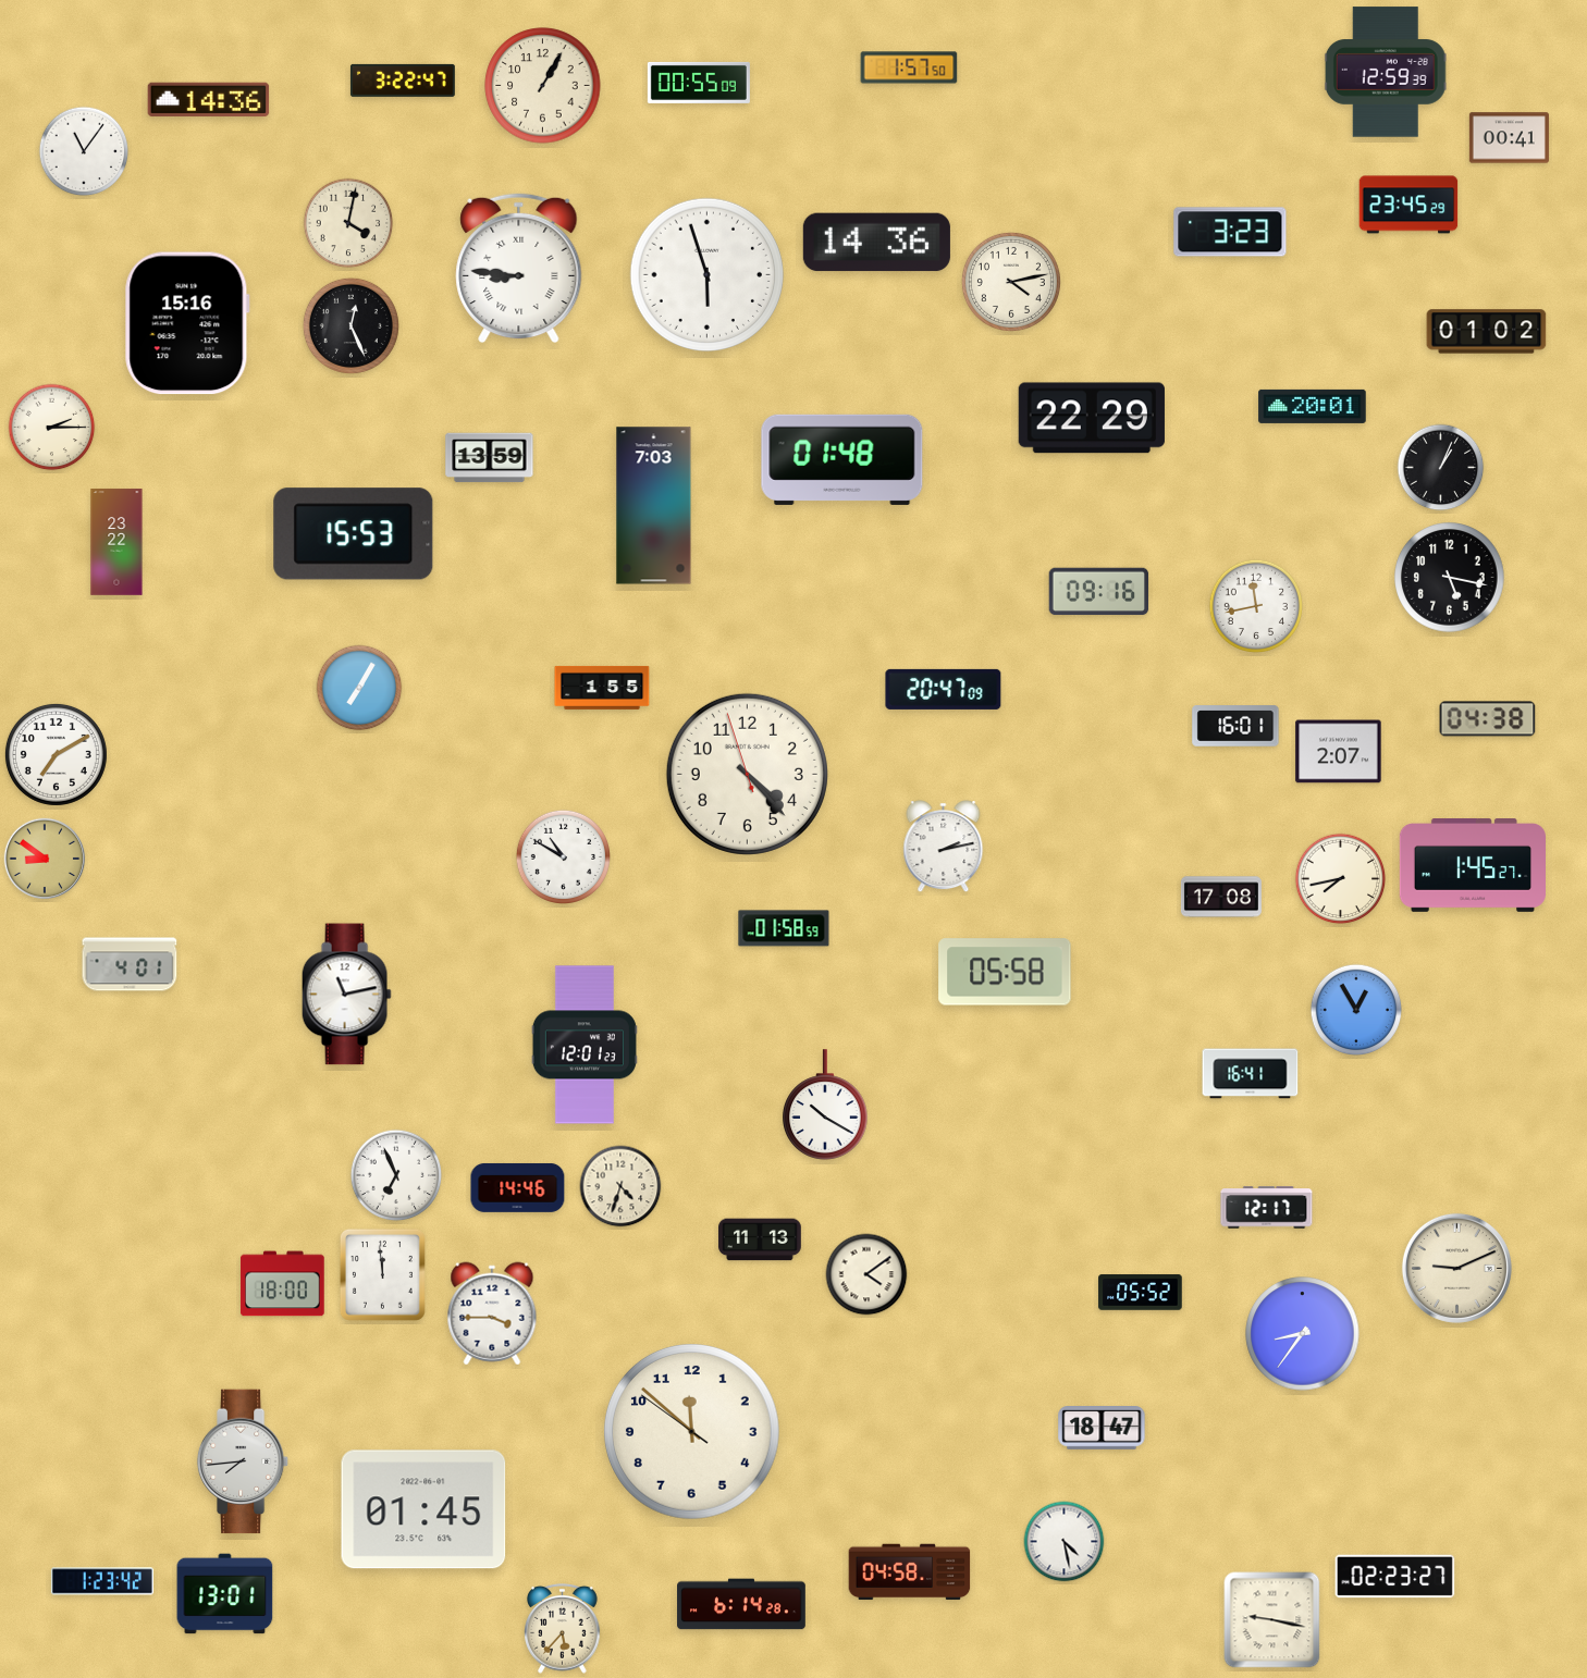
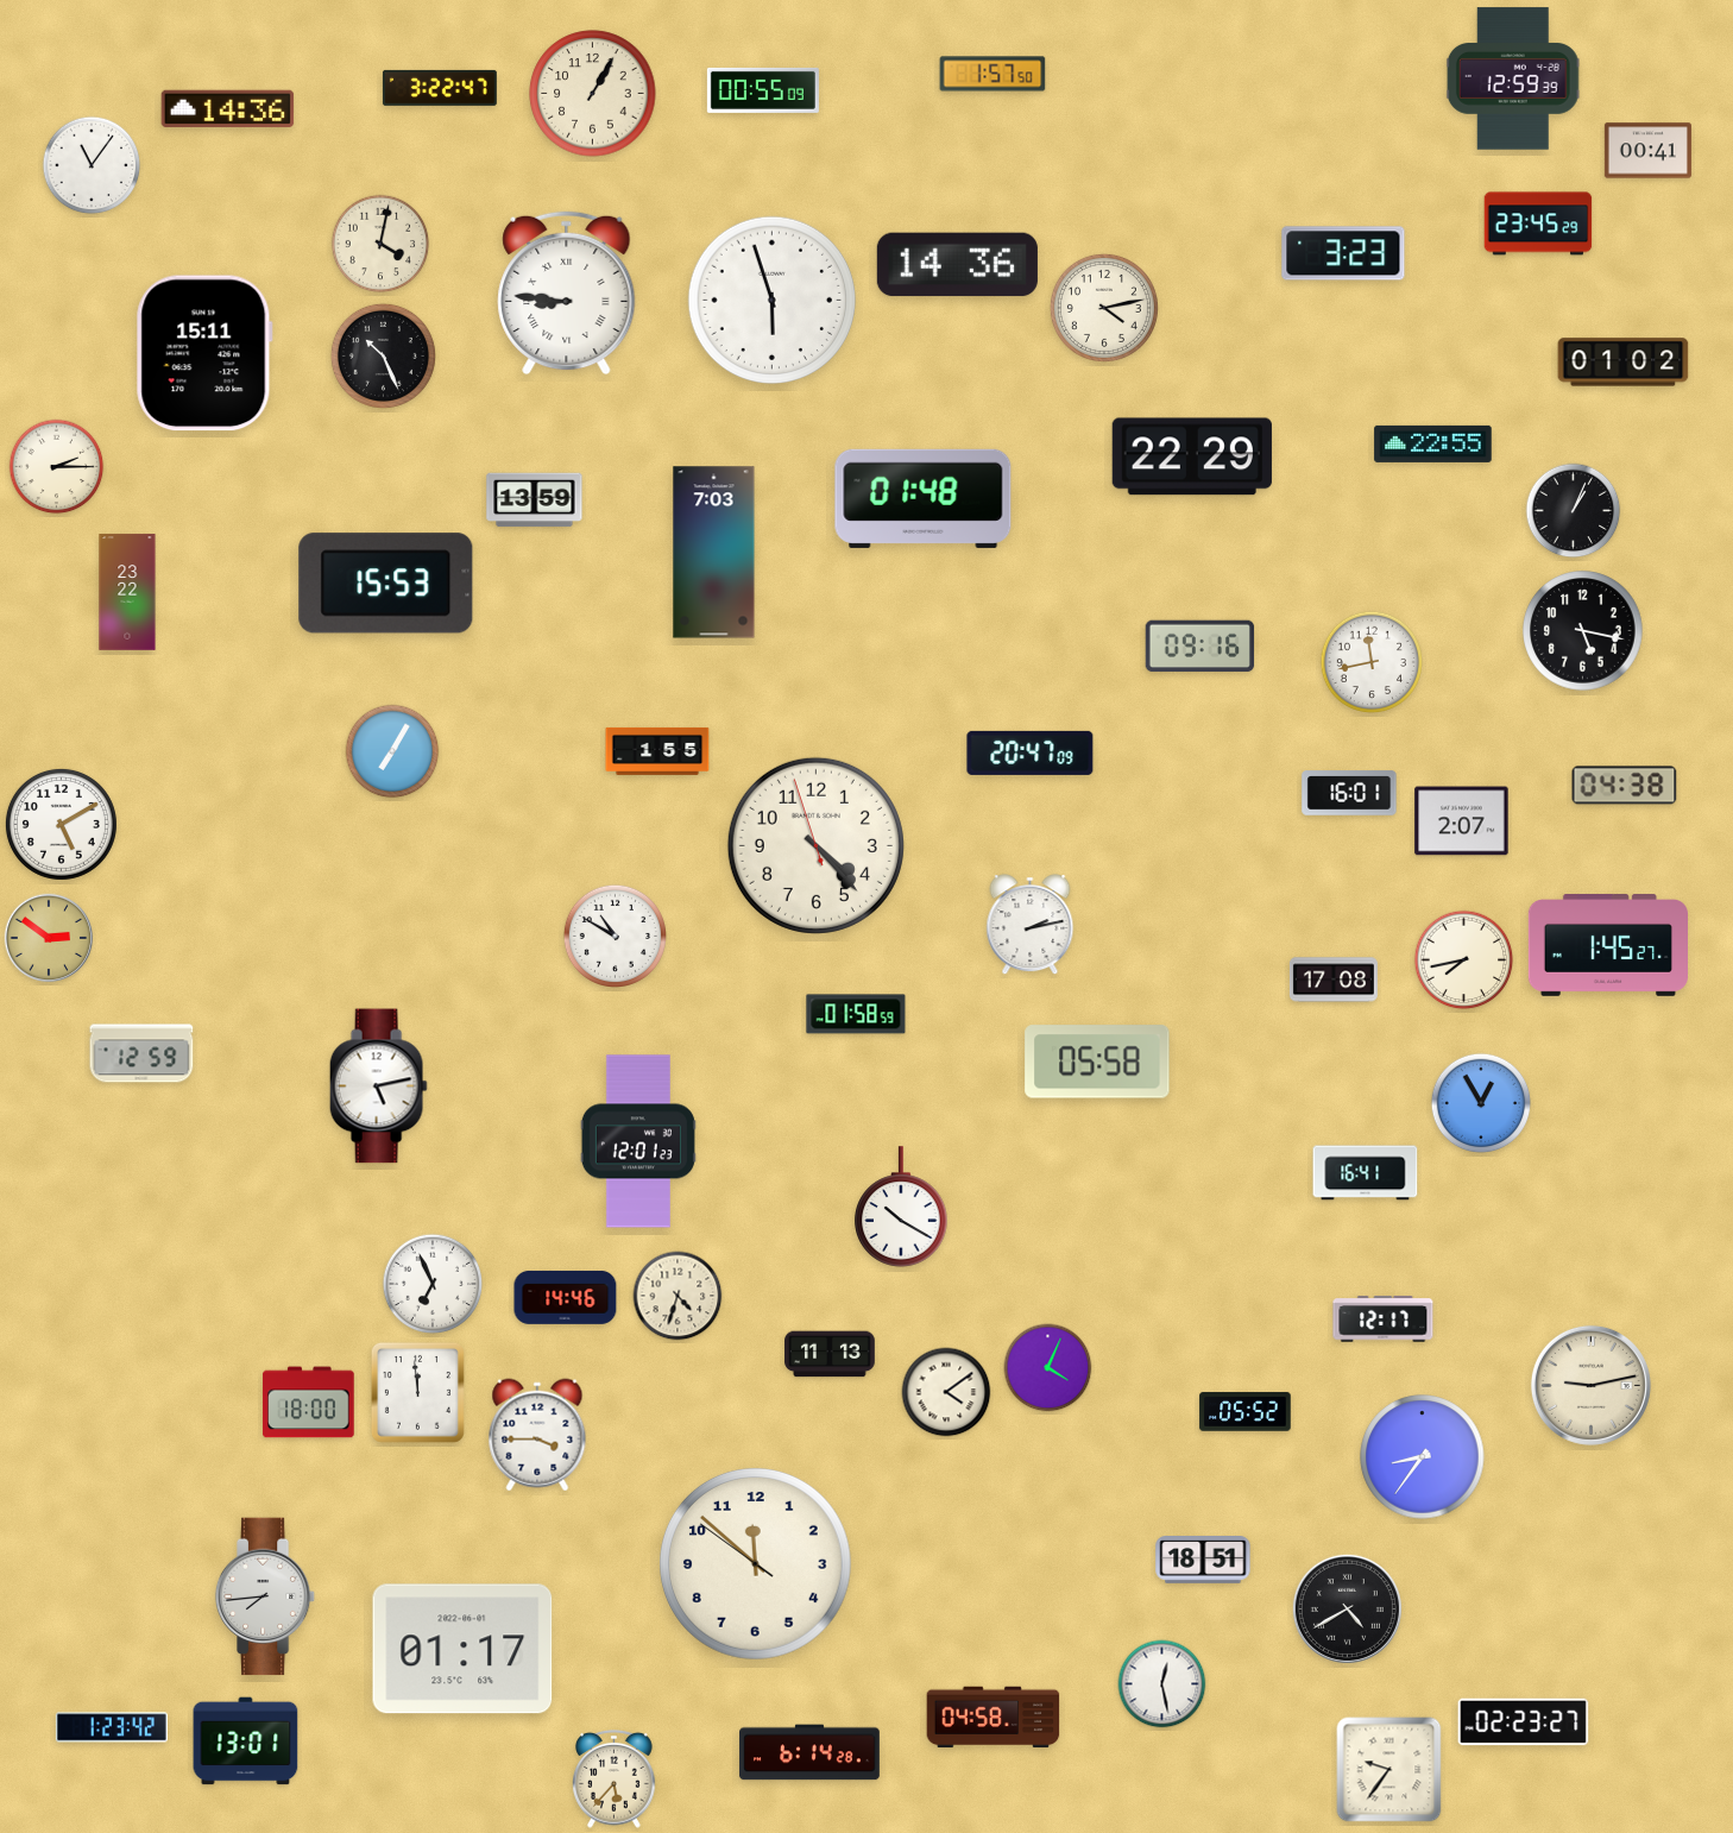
clock at (187, 323): 15:16 -> 15:11
clock at (350, 325): 12:26 -> 10:26
clock at (1313, 406): 20:01 -> 22:55
clock at (842, 459) position: (842, 459) -> (924, 498)
clock at (56, 754): 7:10 -> 5:10
clock at (45, 859): 8:51 -> 2:51
clock at (130, 964): 4:01 -> 12:59
clock at (346, 995): 11:13 -> 5:13
clock at (1048, 1368): none -> 4:04
clock at (1456, 1268): 9:11 -> 9:13
clock at (1102, 1429): 18:47 -> 18:51
clock at (1347, 1608): none -> 4:40
clock at (423, 1509): 01:45 -> 01:17
clock at (1065, 1542): 4:28 -> 12:28
clock at (1272, 1620): 9:17 -> 9:36
